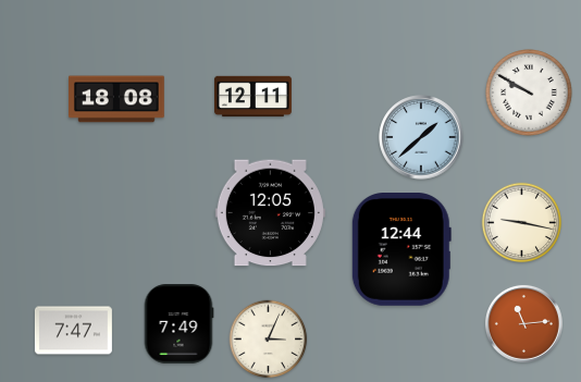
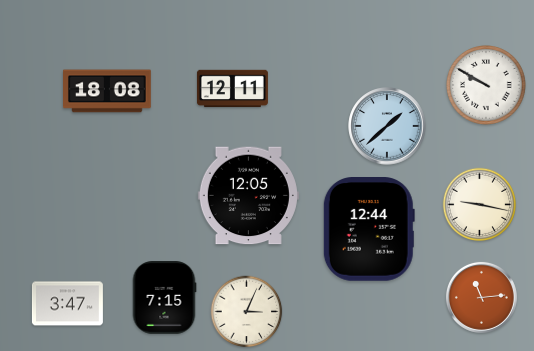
clock at (178, 324): 7:49 -> 7:15
clock at (73, 331): 7:47 -> 3:47
